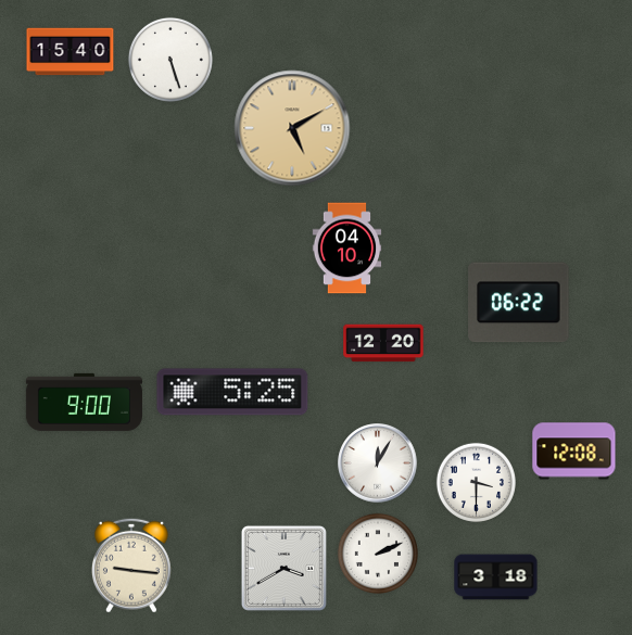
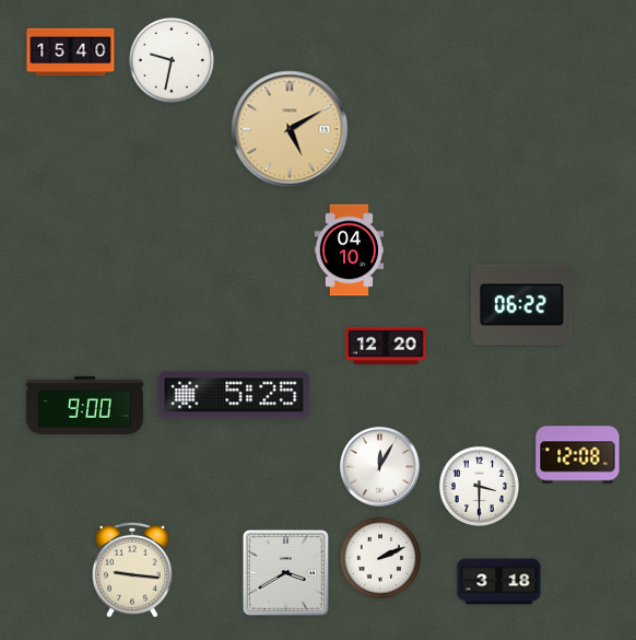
clock at (170, 60): 5:27 -> 9:32
clock at (292, 128) position: (292, 128) -> (290, 129)
